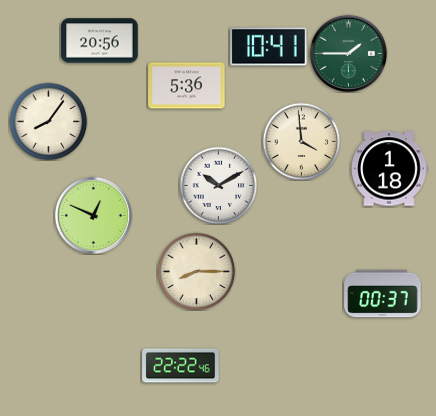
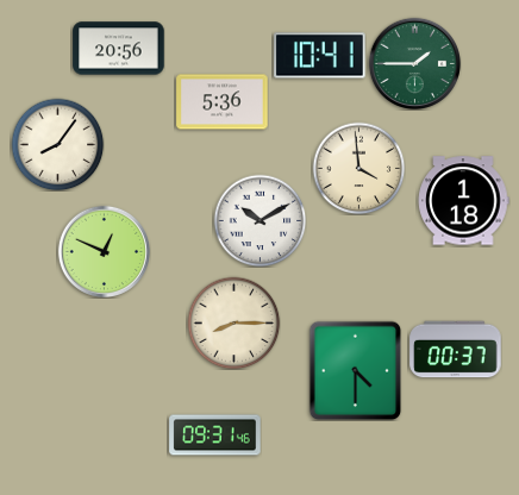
clock at (93, 215) position: (93, 215) -> (104, 251)
clock at (356, 370): none -> 4:30
clock at (181, 366): 22:22 -> 09:31
